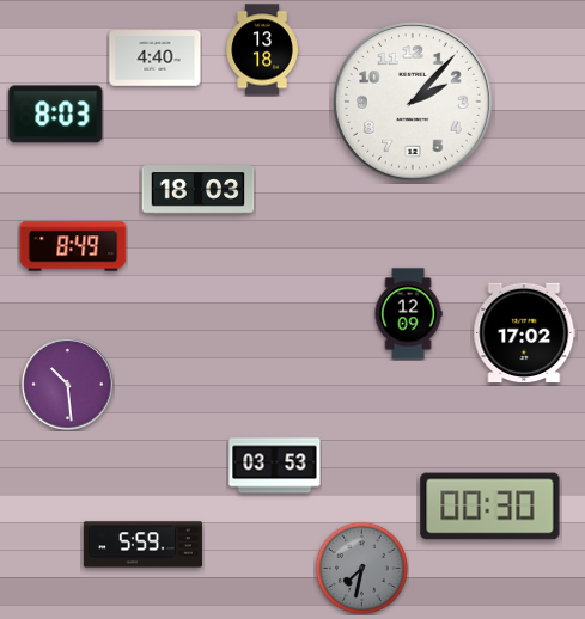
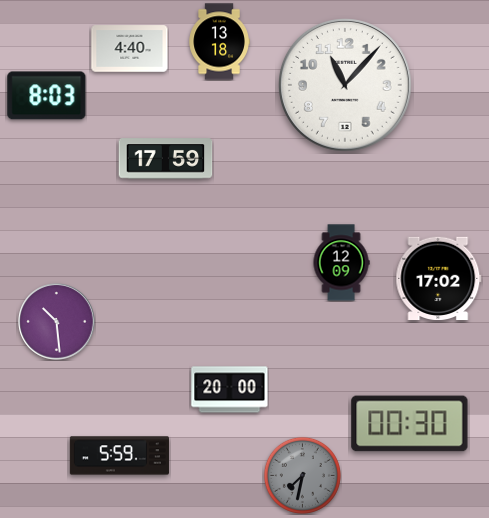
clock at (414, 103): 2:07 -> 11:07
clock at (199, 190): 18:03 -> 17:59
clock at (73, 246): 8:49 -> none
clock at (275, 466): 03:53 -> 20:00
